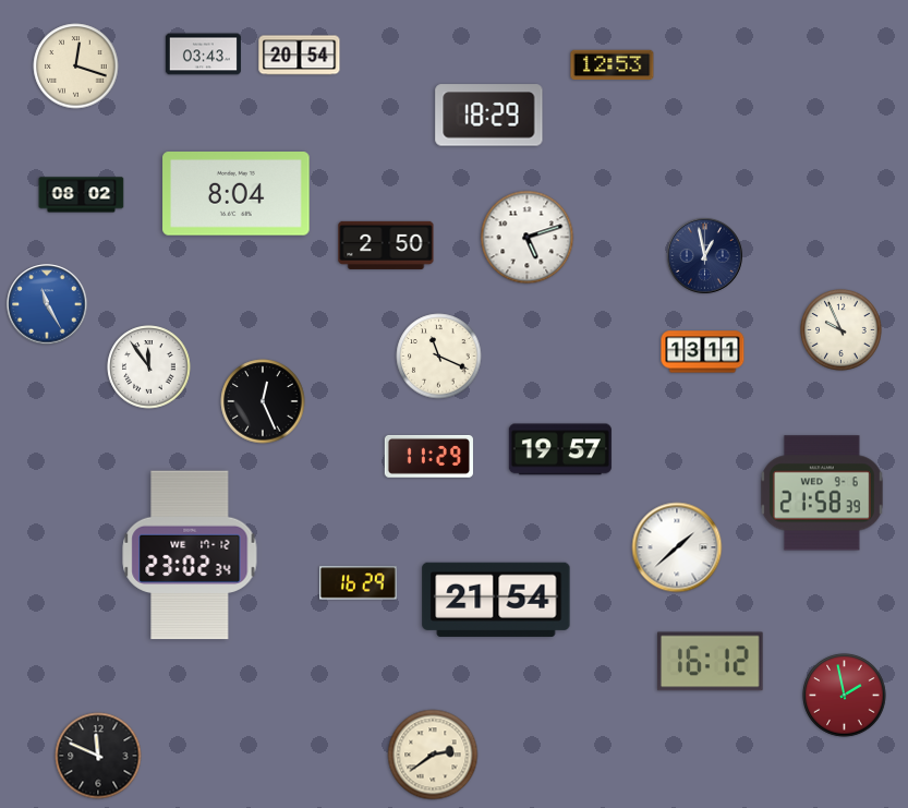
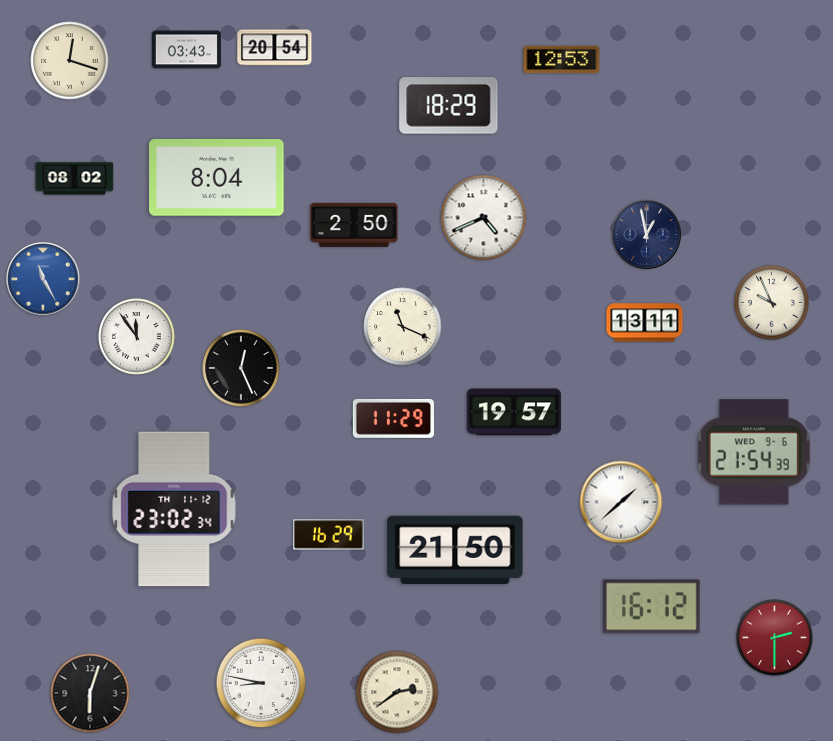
clock at (300, 56) position: (300, 56) -> (275, 48)
clock at (528, 238): 5:12 -> 4:41
clock at (822, 493): 21:58 -> 21:54
clock at (190, 555) date: WE 17-12 -> TH 11-12
clock at (496, 600): 21:54 -> 21:50
clock at (845, 696): 1:58 -> 2:30
clock at (261, 683): none -> 8:47
clock at (98, 756): 11:49 -> 6:03
